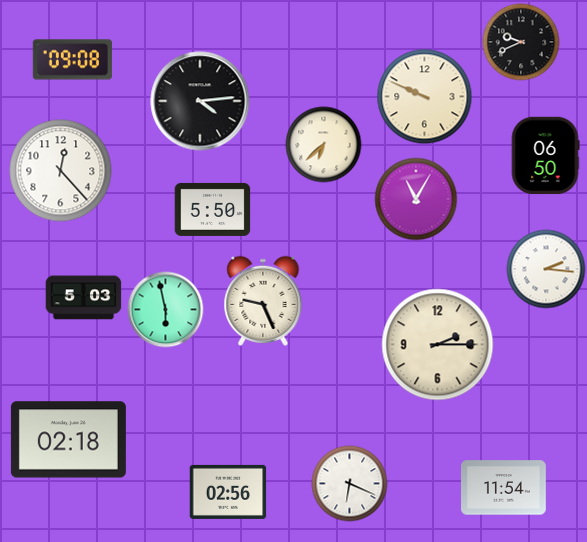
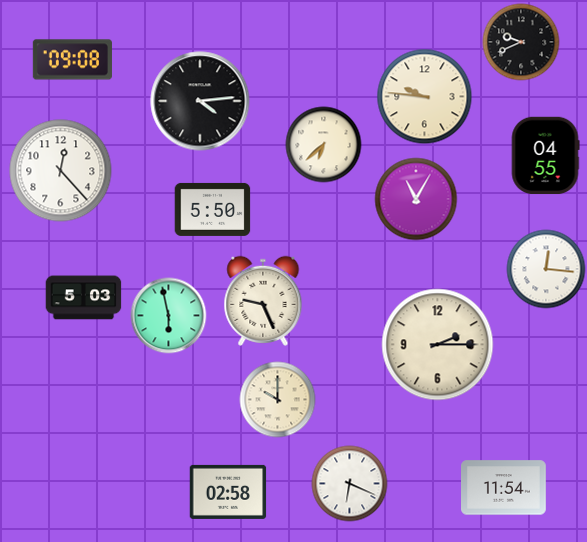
clock at (425, 97): 9:49 -> 9:46
clock at (545, 156): 06:50 -> 04:55
clock at (546, 269): 2:16 -> 12:16
clock at (166, 310) position: (166, 310) -> (169, 316)
clock at (278, 400): none -> 10:00
clock at (68, 440): 02:18 -> none
clock at (228, 492): 02:56 -> 02:58
